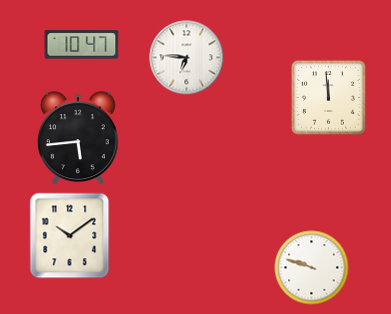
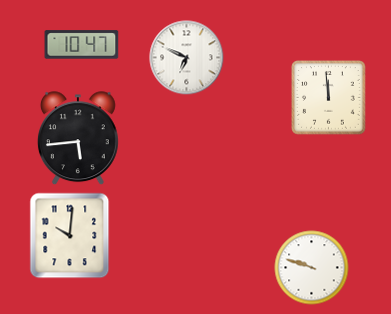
clock at (187, 58): 6:46 -> 6:49
clock at (70, 236): 10:09 -> 10:01
